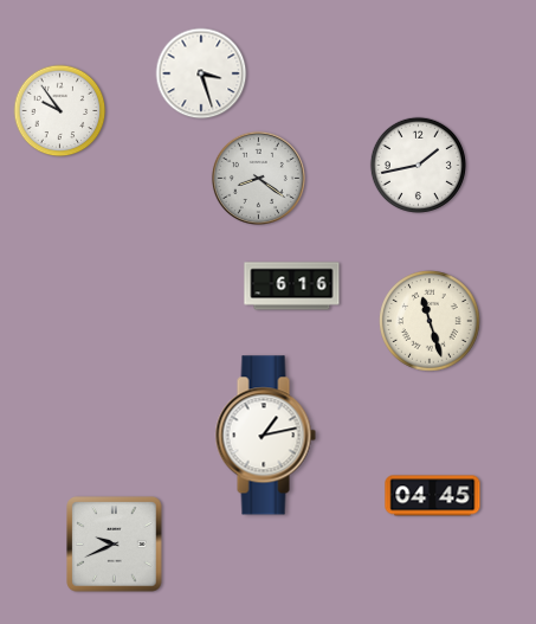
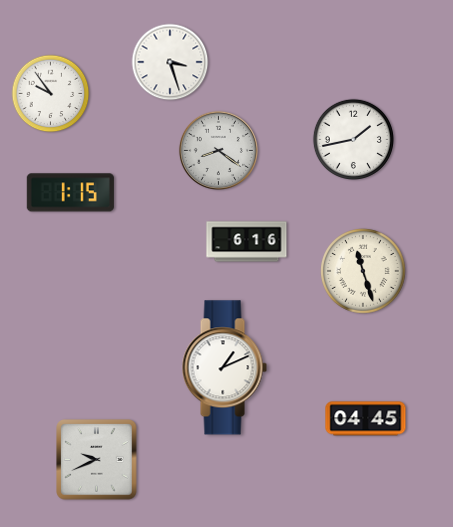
clock at (70, 193): none -> 1:15
clock at (265, 436): 1:13 -> 1:11
